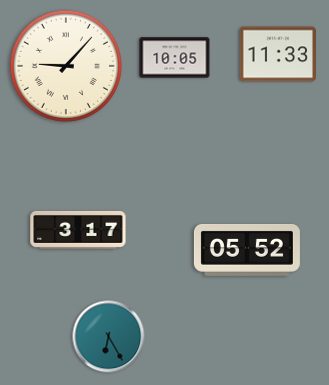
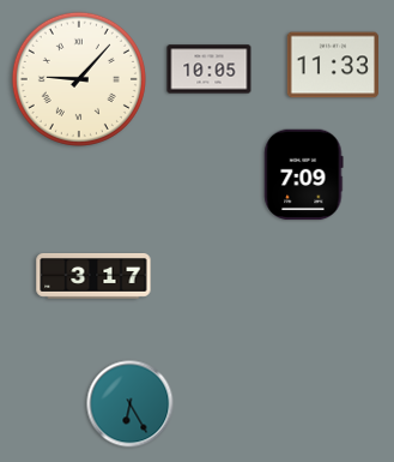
clock at (304, 175): none -> 7:09
clock at (247, 250): 05:52 -> none
